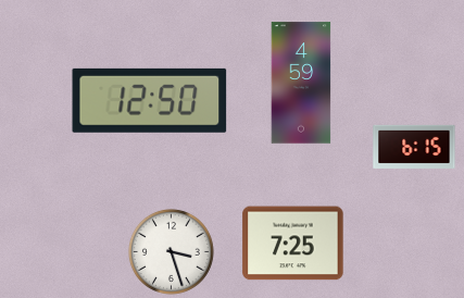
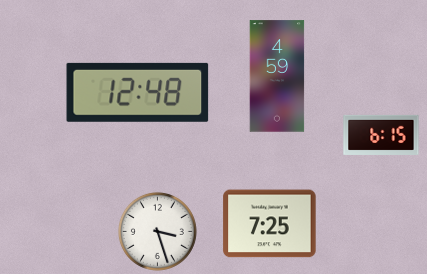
clock at (150, 100): 12:50 -> 12:48
